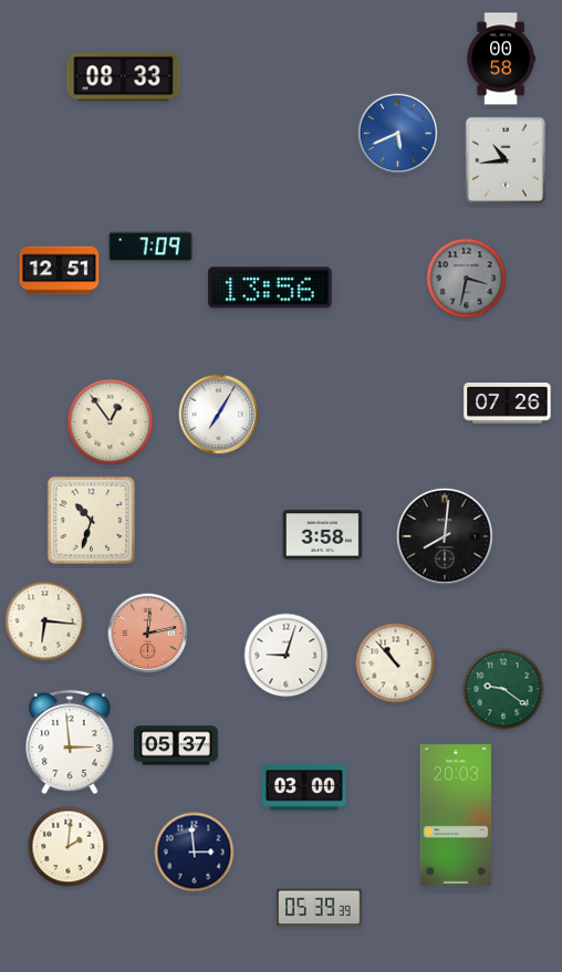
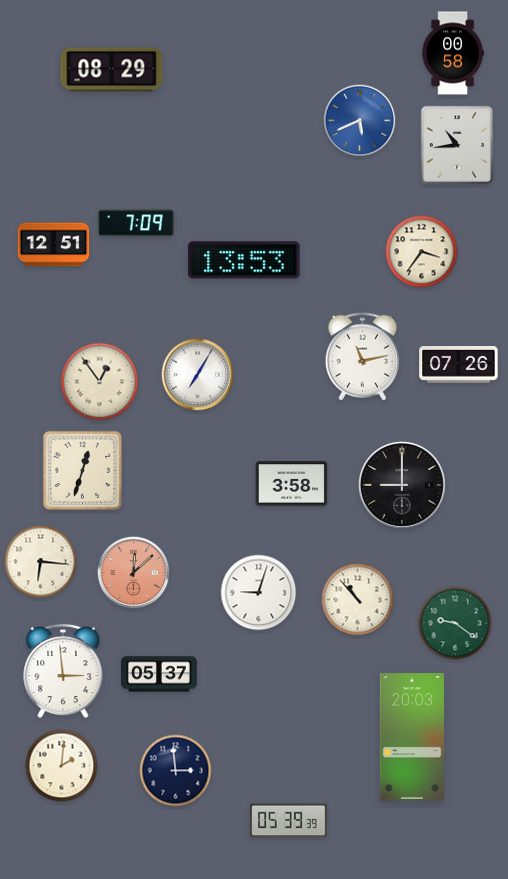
clock at (124, 77): 08:33 -> 08:29
clock at (467, 279): 3:32 -> 3:36
clock at (467, 279) dial: grey -> cream
clock at (270, 288): 13:56 -> 13:53
clock at (363, 357): none -> 11:13
clock at (91, 520): 10:33 -> 12:33
clock at (445, 536): 8:01 -> 9:00
clock at (148, 634): 12:13 -> 12:08
clock at (304, 787): 03:00 -> none
